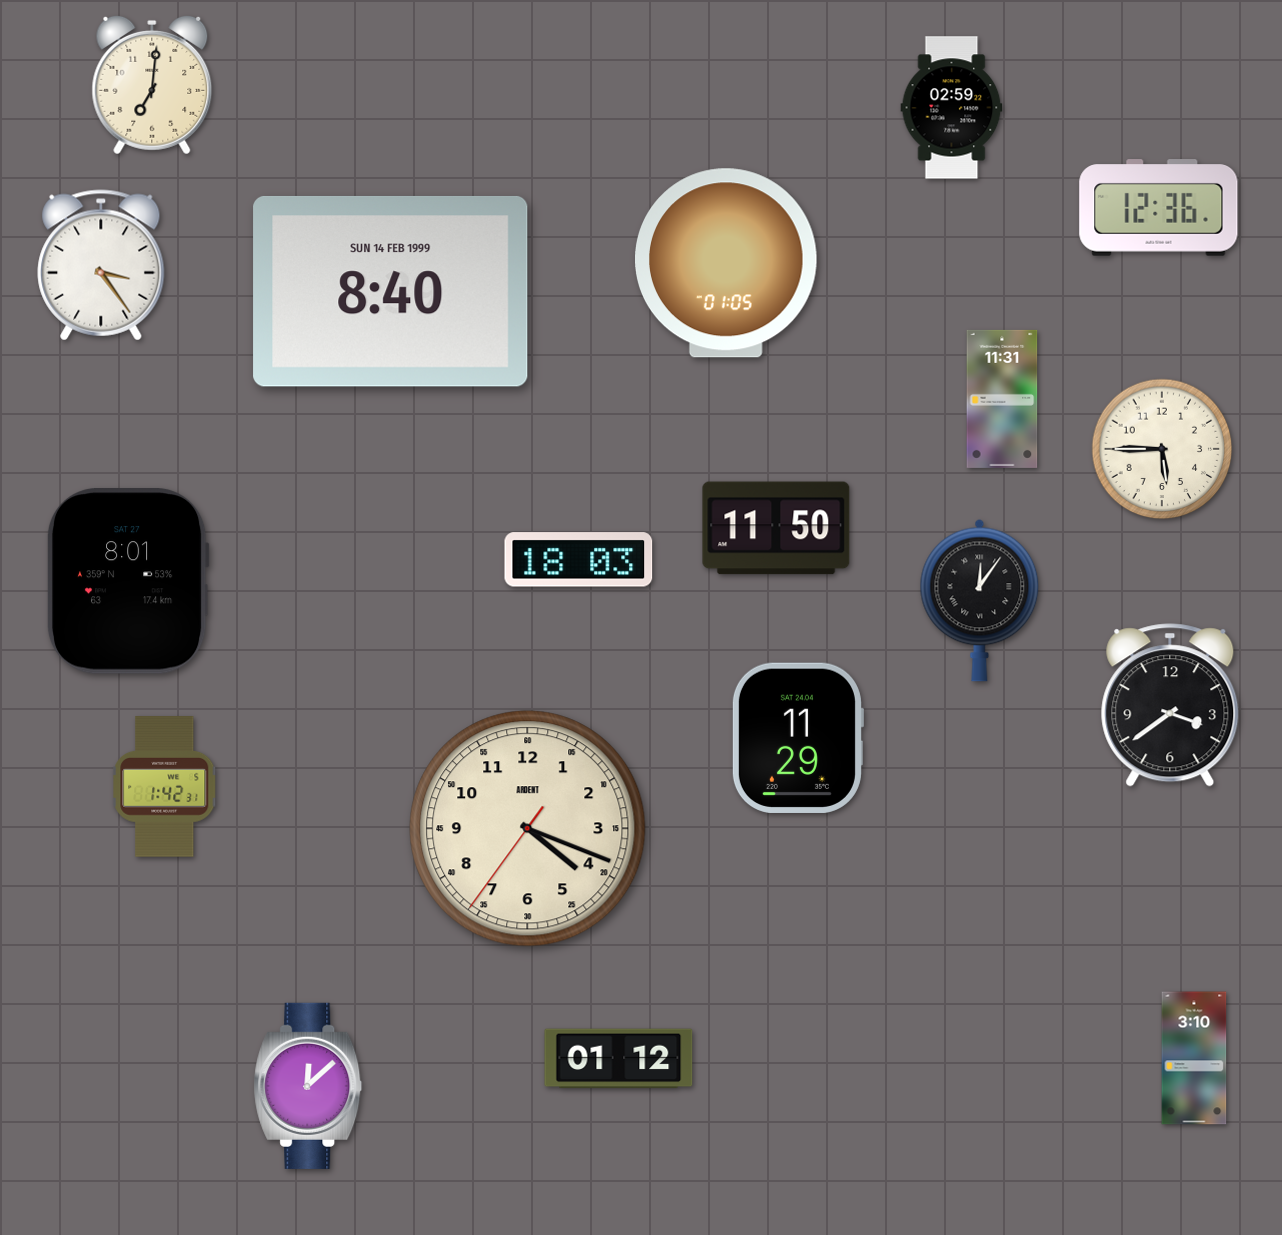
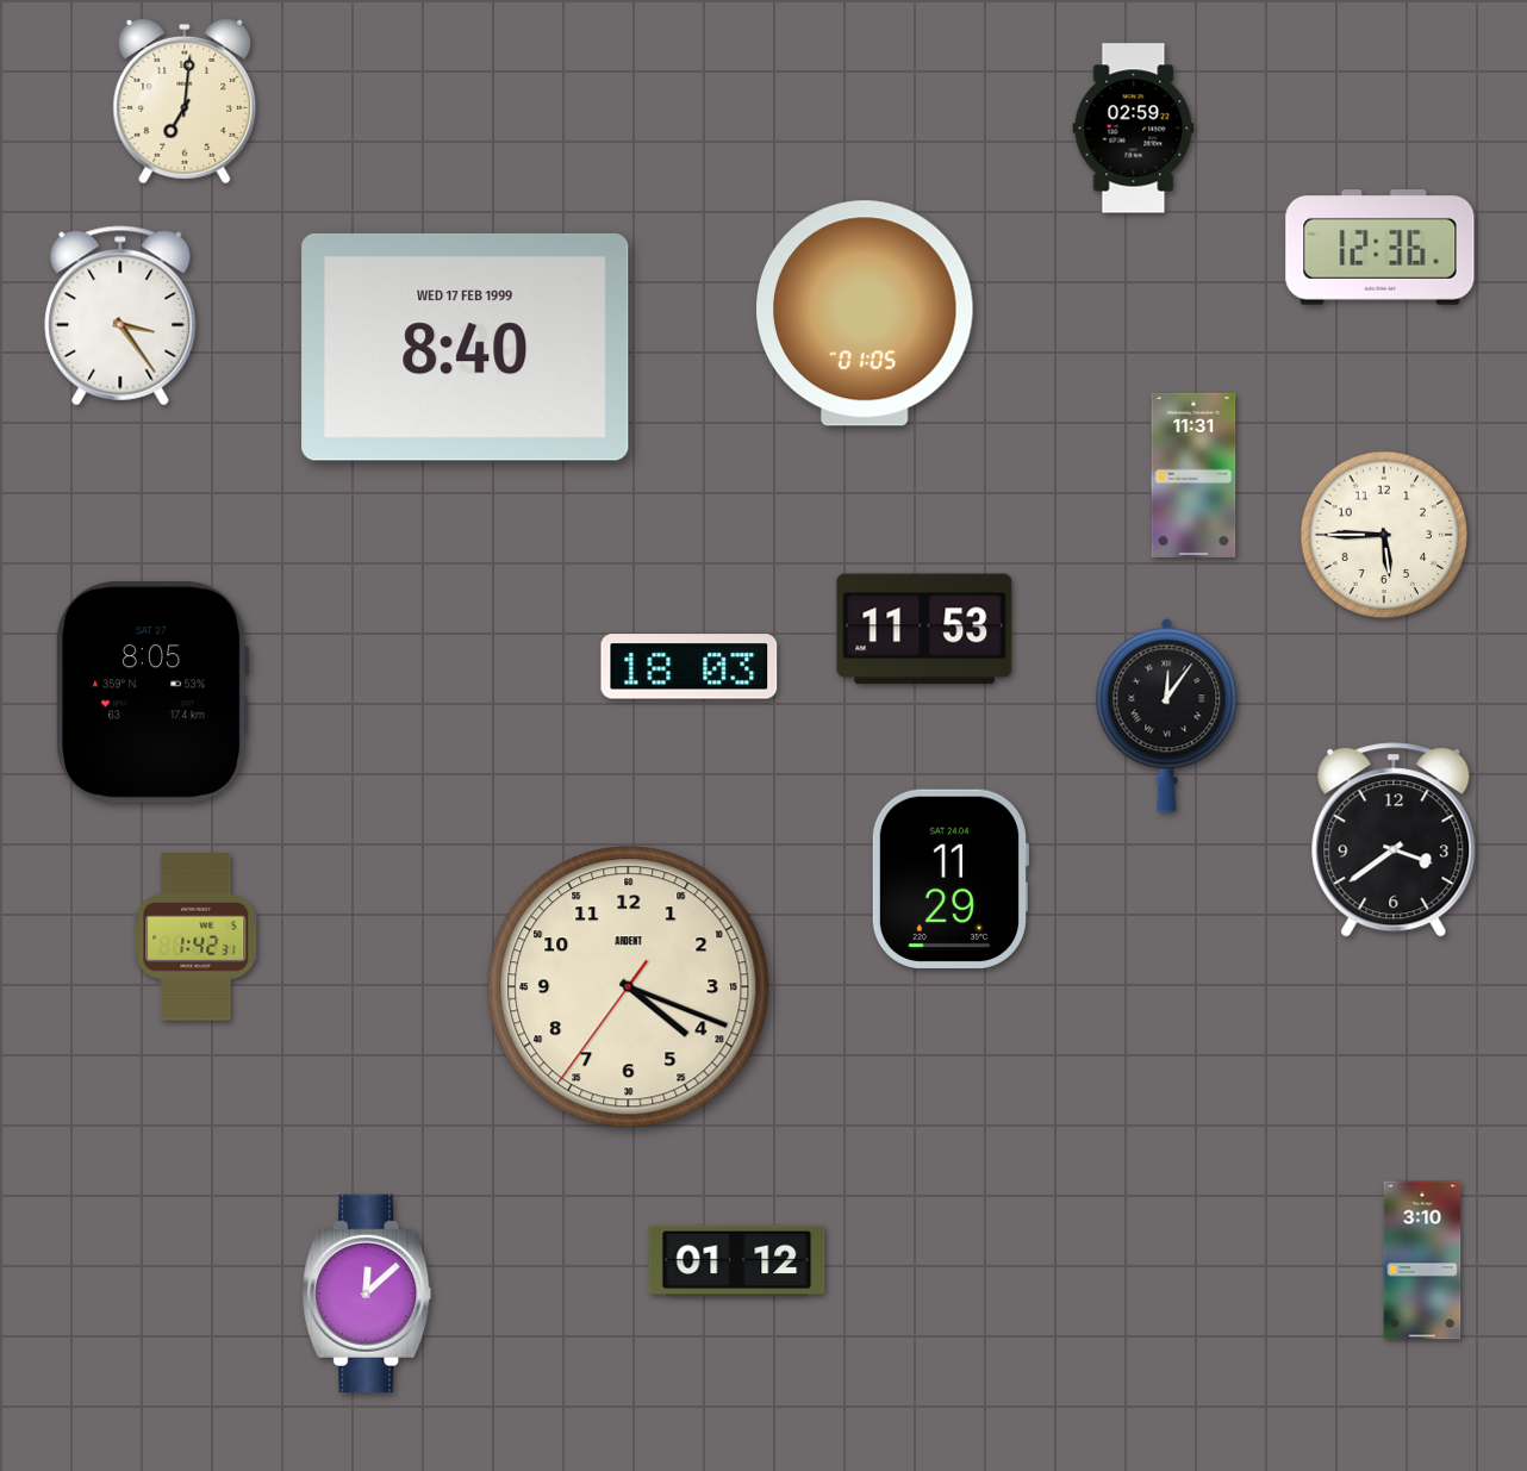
clock at (152, 85) position: (152, 85) -> (185, 101)
clock at (391, 291) date: SUN 14 FEB 1999 -> WED 17 FEB 1999
clock at (776, 528): 11:50 -> 11:53
clock at (128, 582): 8:01 -> 8:05
